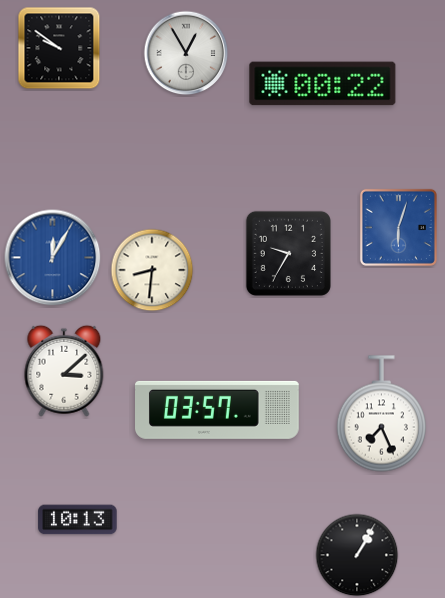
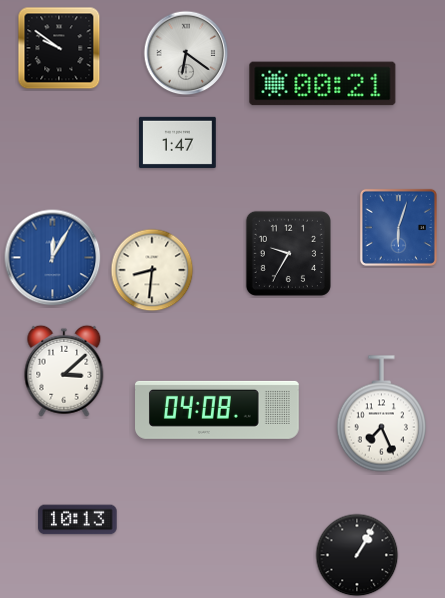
clock at (186, 53): 12:55 -> 6:21
clock at (323, 84): 00:22 -> 00:21
clock at (178, 142): none -> 1:47
clock at (218, 410): 03:57 -> 04:08
